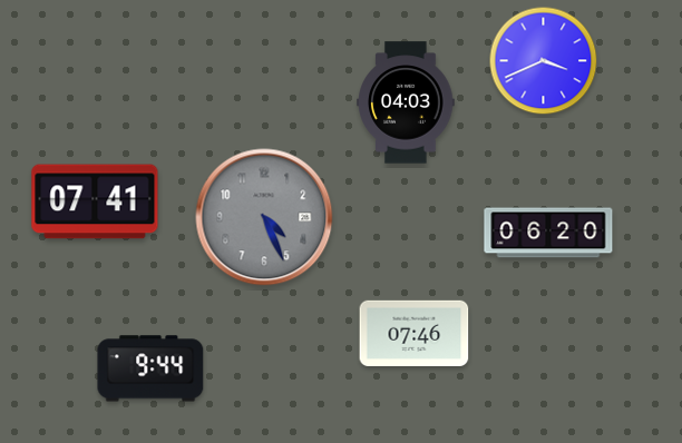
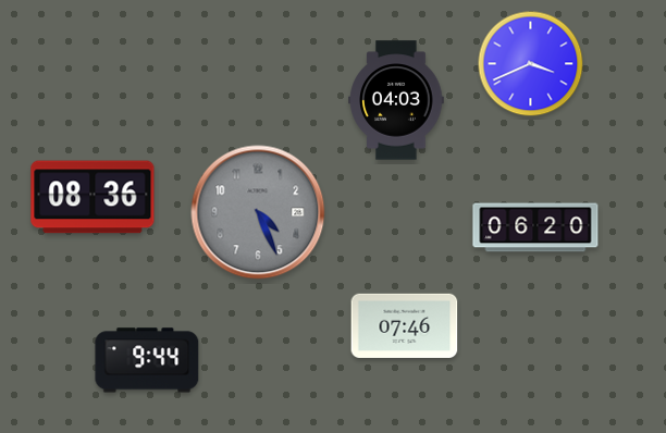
clock at (544, 61) position: (544, 61) -> (531, 64)
clock at (95, 201): 07:41 -> 08:36
